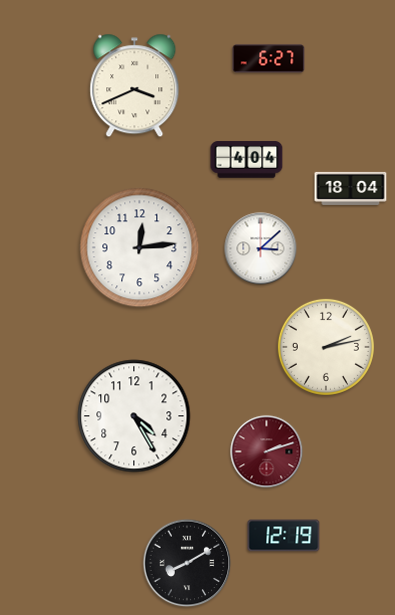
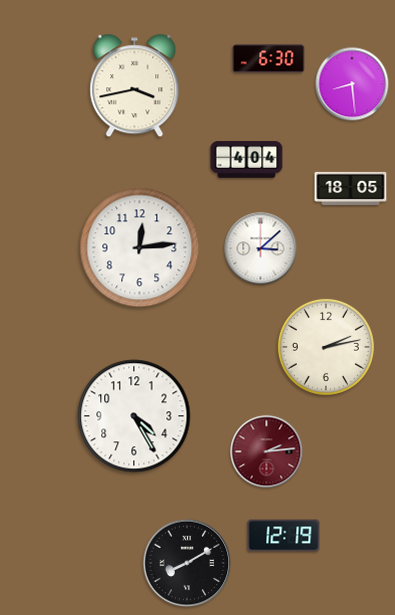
clock at (269, 59): 6:27 -> 6:30
clock at (352, 84): none -> 8:29
clock at (135, 86): 3:41 -> 3:43
clock at (351, 188): 18:04 -> 18:05
clock at (267, 452): 2:12 -> 2:14
